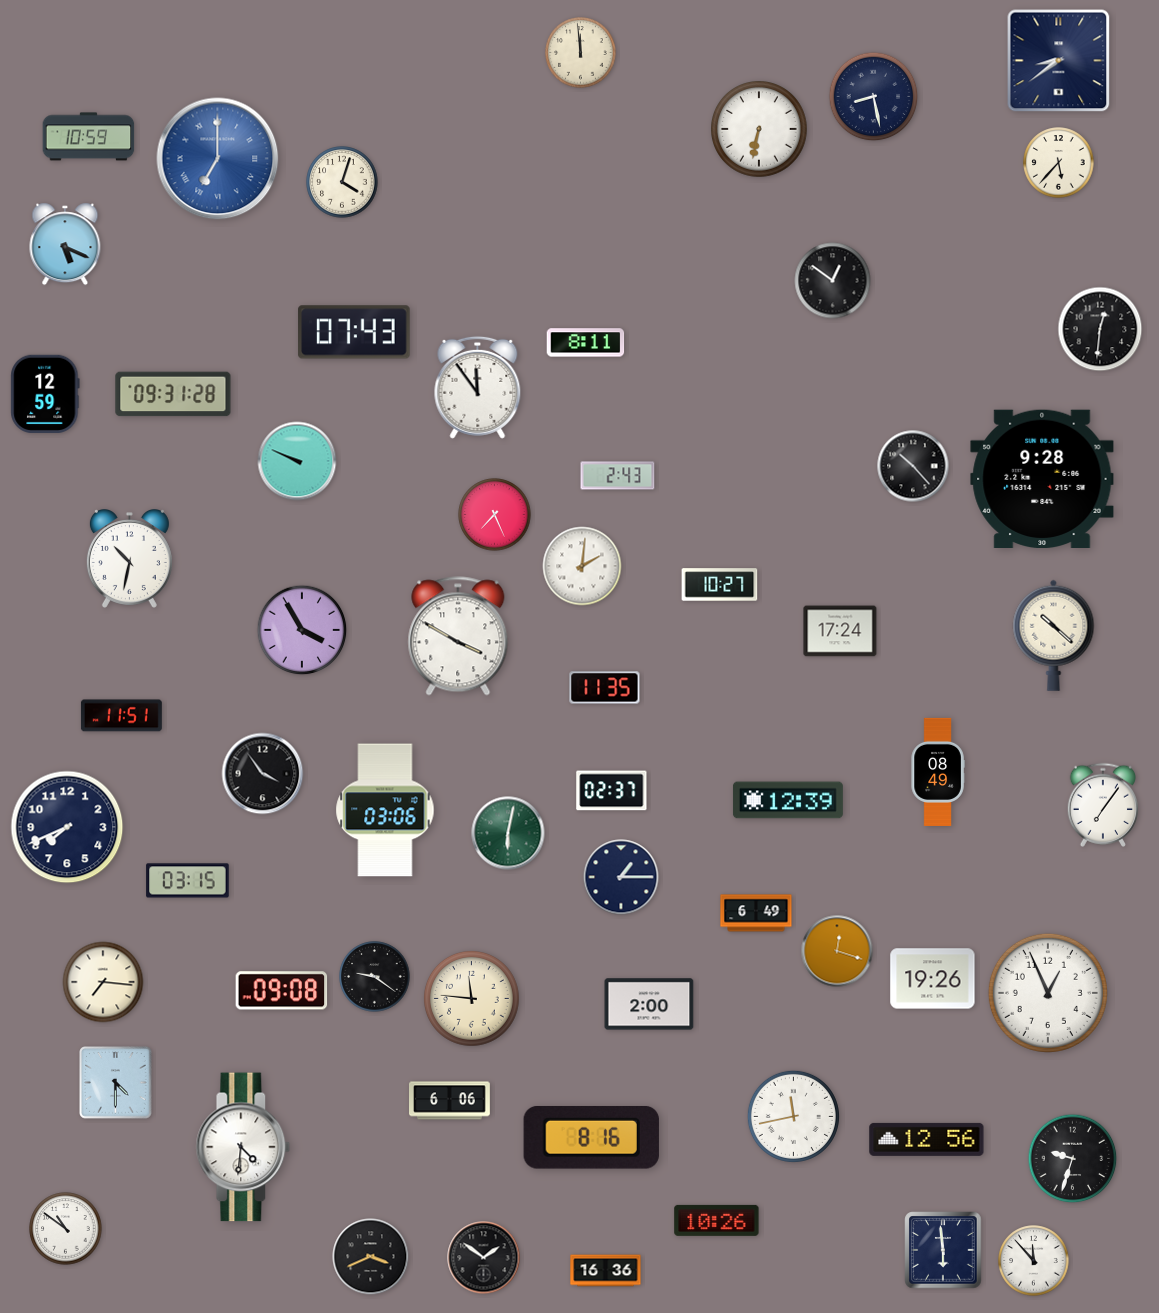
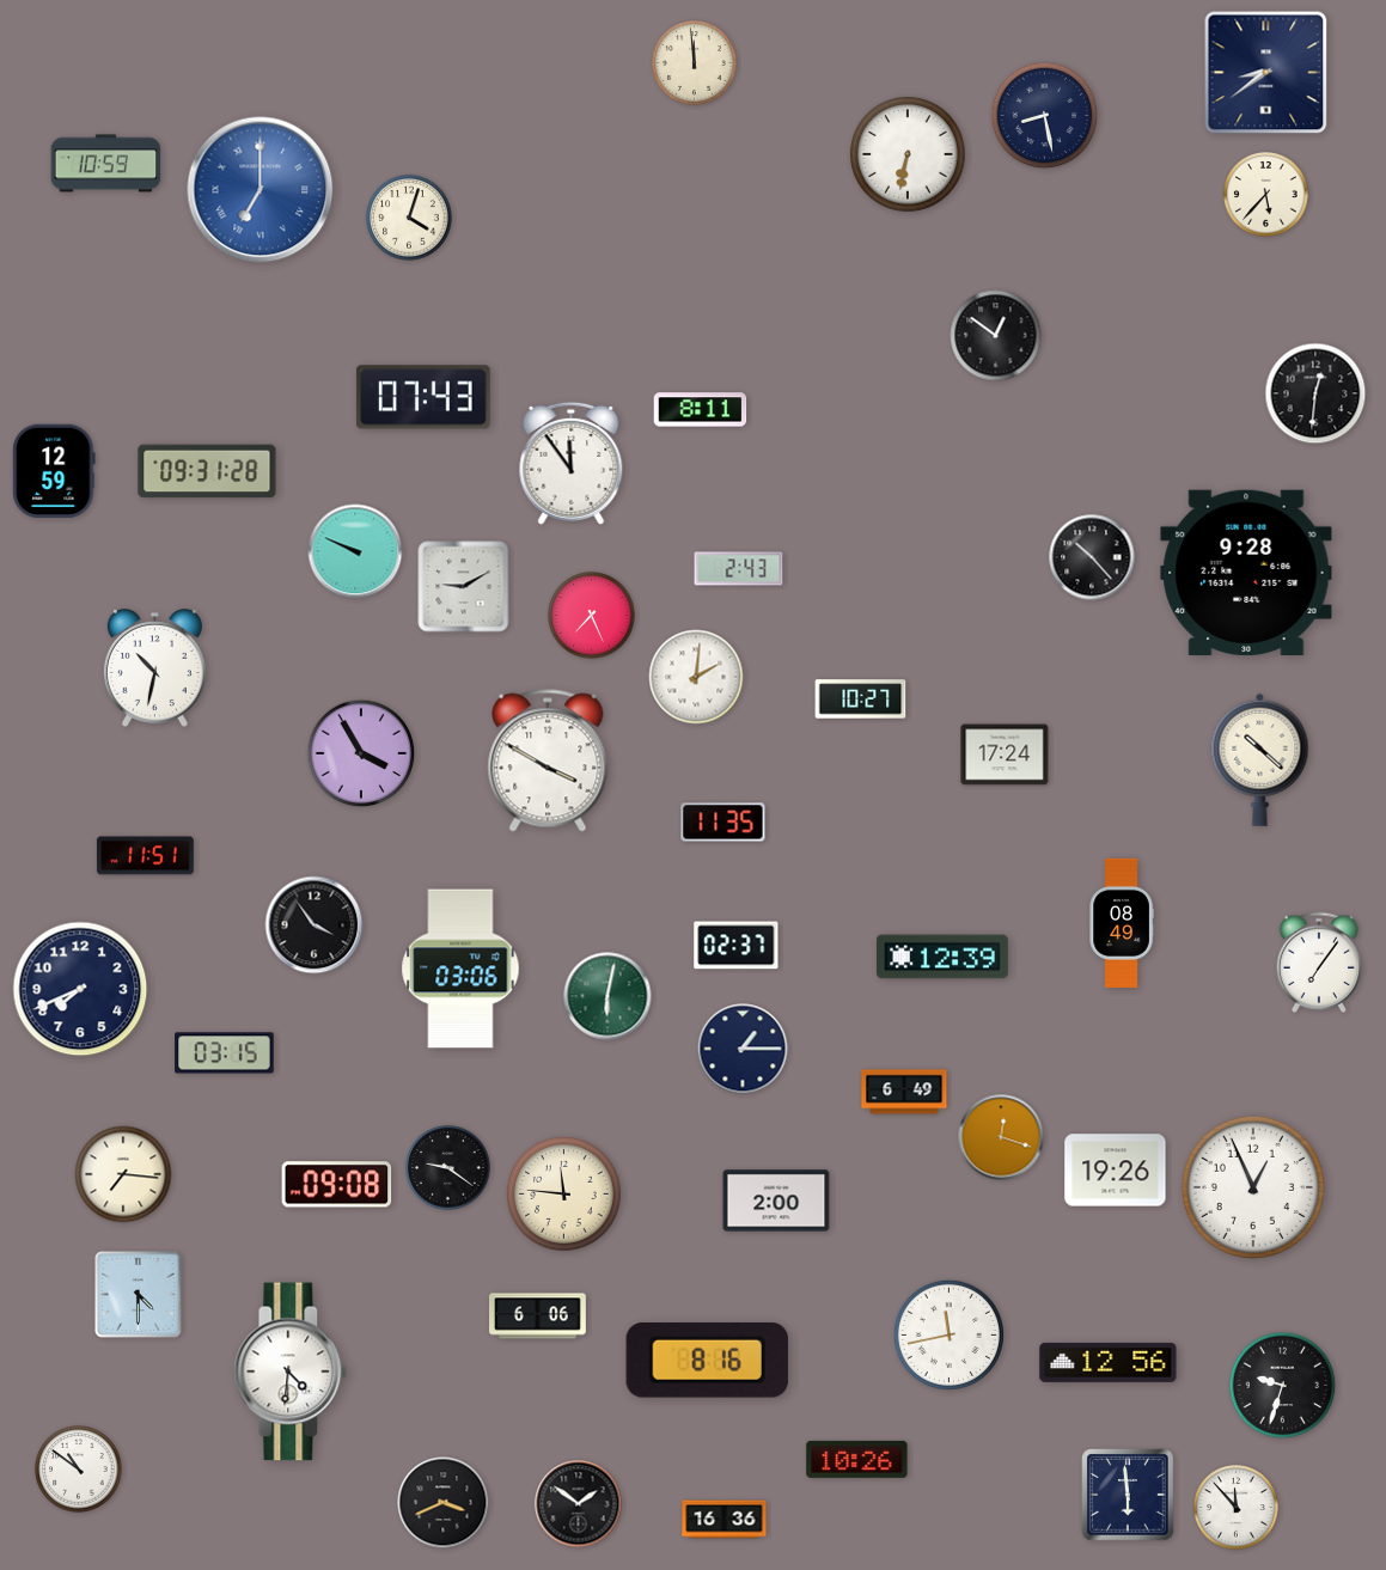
clock at (65, 244): 5:19 -> none
clock at (464, 587): none -> 9:10
clock at (612, 791) position: (612, 791) -> (737, 946)
